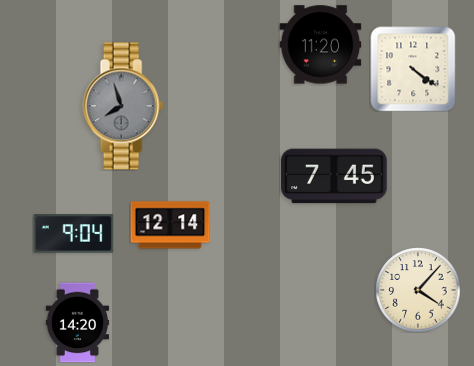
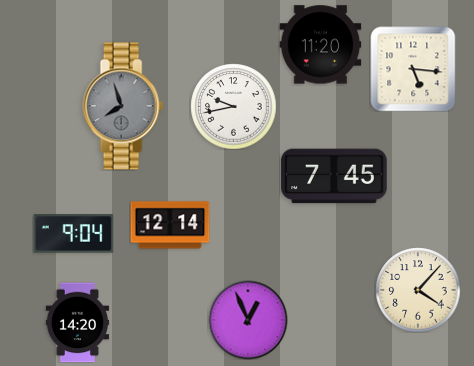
clock at (413, 69): 4:21 -> 5:16
clock at (233, 106): none -> 9:43
clock at (248, 320): none -> 12:56
